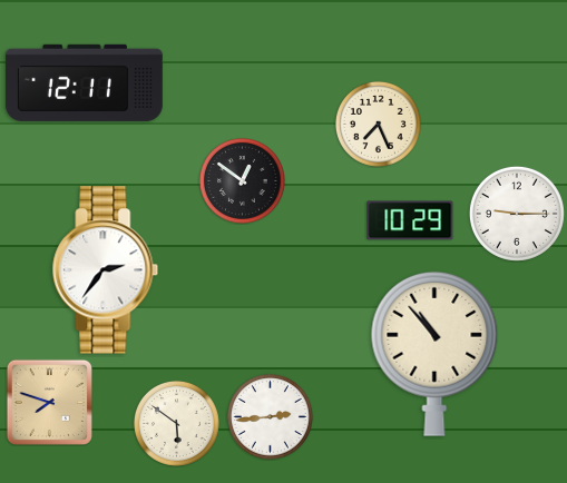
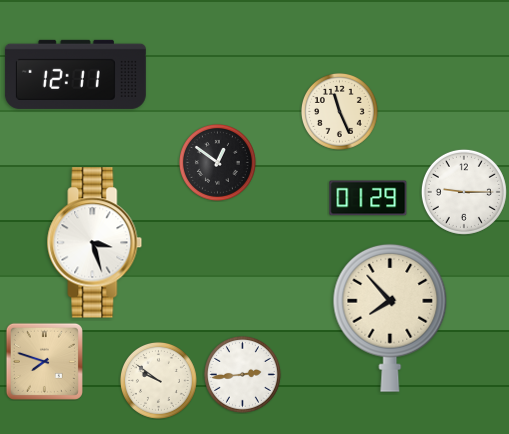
clock at (378, 124): 7:26 -> 11:26
clock at (410, 220): 10:29 -> 01:29
clock at (106, 270): 2:36 -> 3:27
clock at (434, 354): 10:53 -> 7:53
clock at (176, 423): 5:51 -> 9:51
